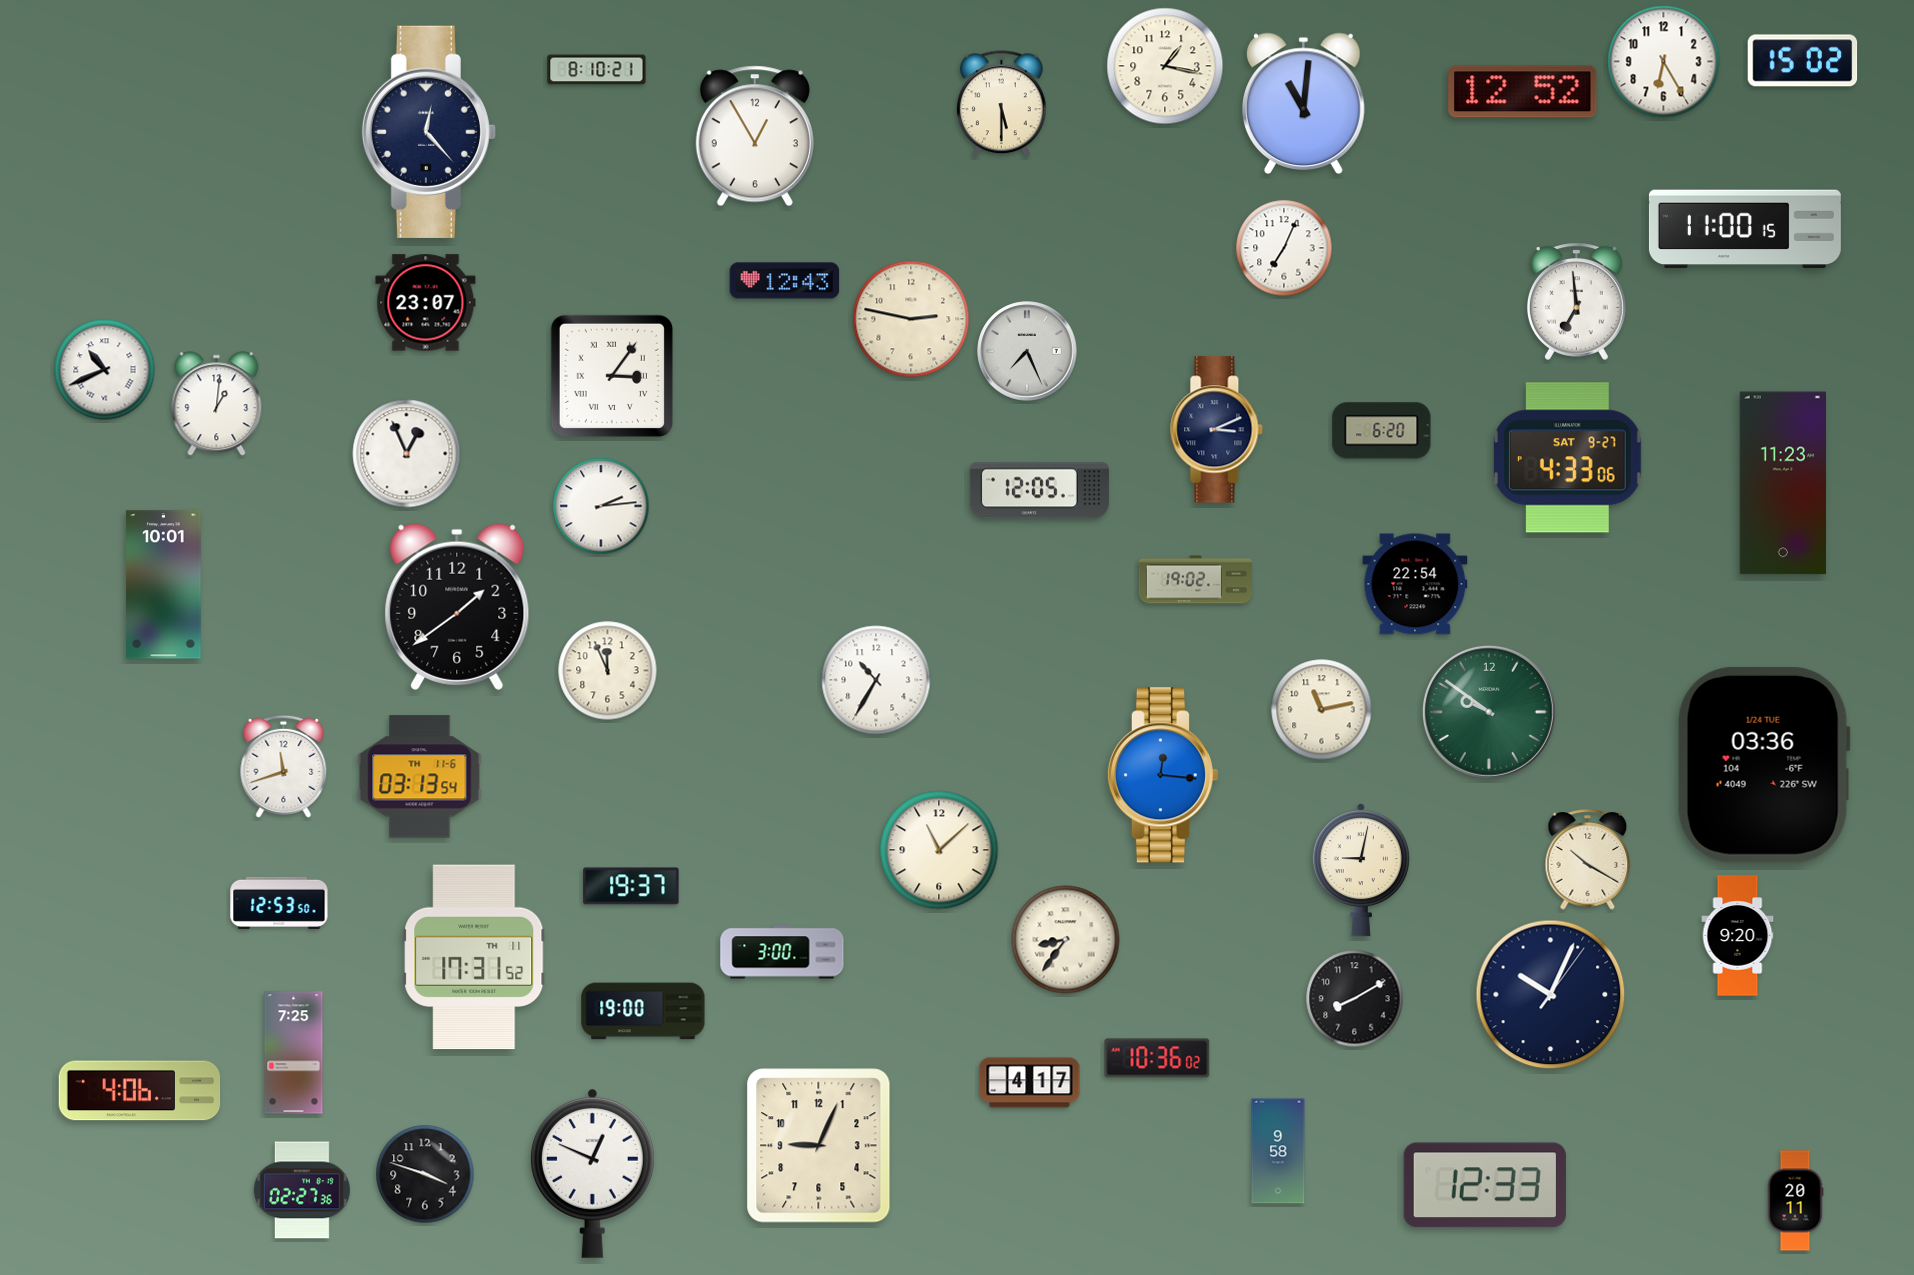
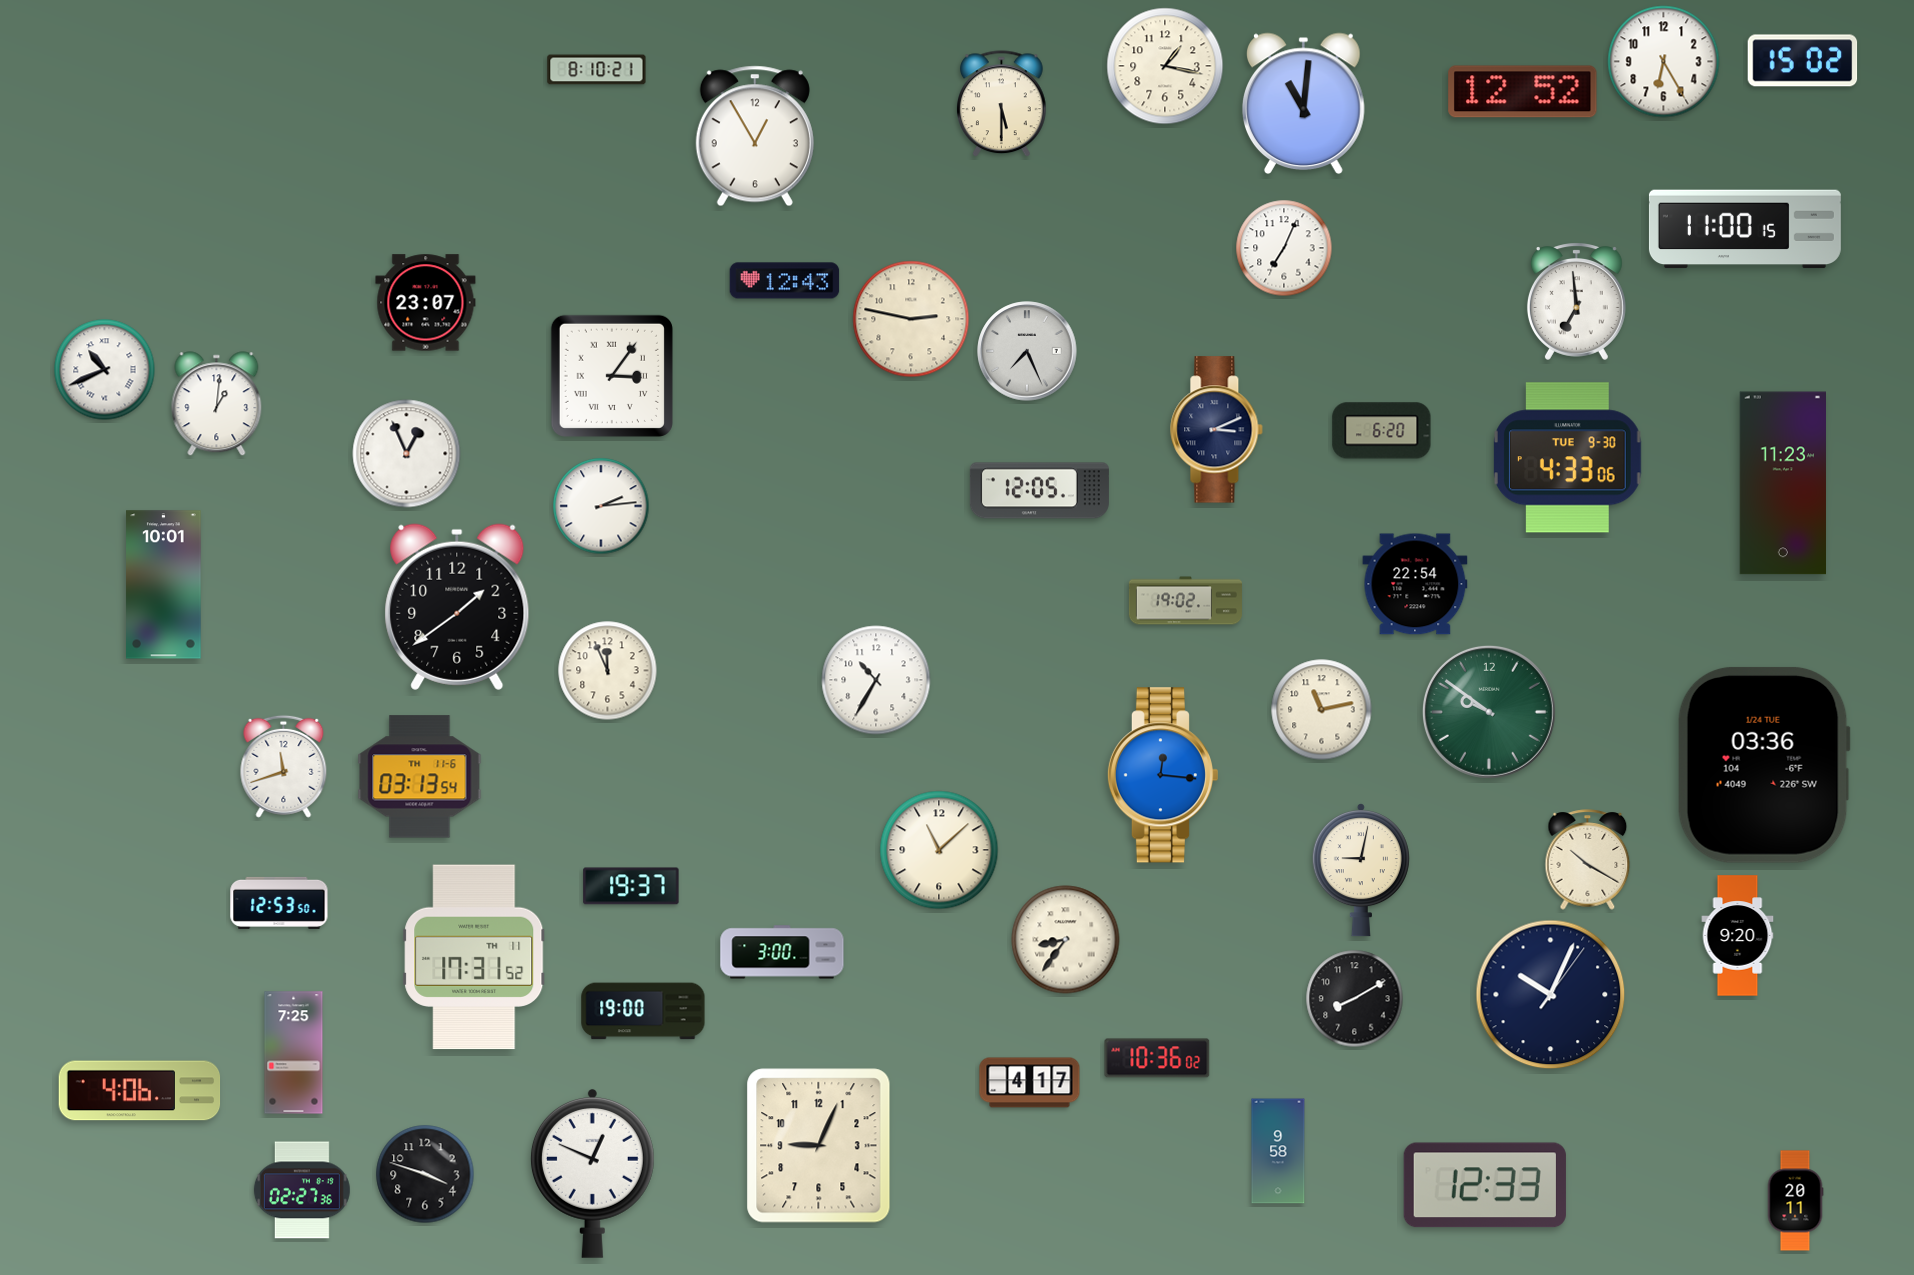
clock at (428, 132): 12:23 -> none
clock at (1567, 458) date: SAT 9-27 -> TUE 9-30
clock at (1195, 580) position: (1195, 580) -> (1185, 601)
